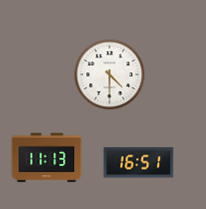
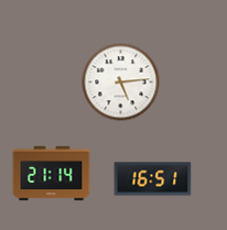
clock at (110, 75): 4:30 -> 5:14
clock at (47, 158): 11:13 -> 21:14
